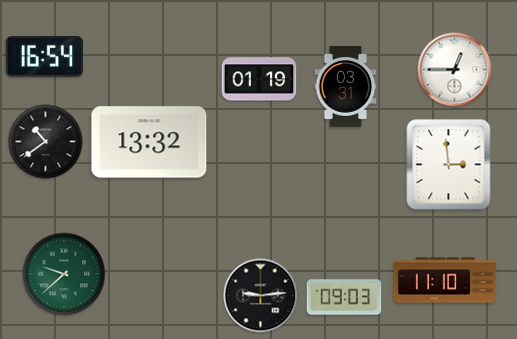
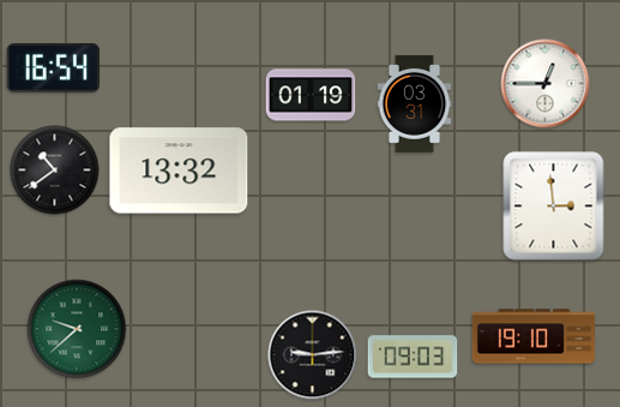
clock at (449, 165) position: (449, 165) -> (554, 207)
clock at (445, 280): 11:10 -> 19:10
